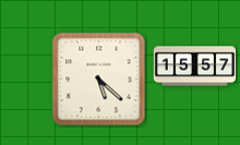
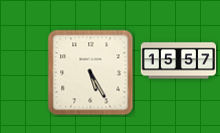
clock at (99, 80): 5:22 -> 5:25
